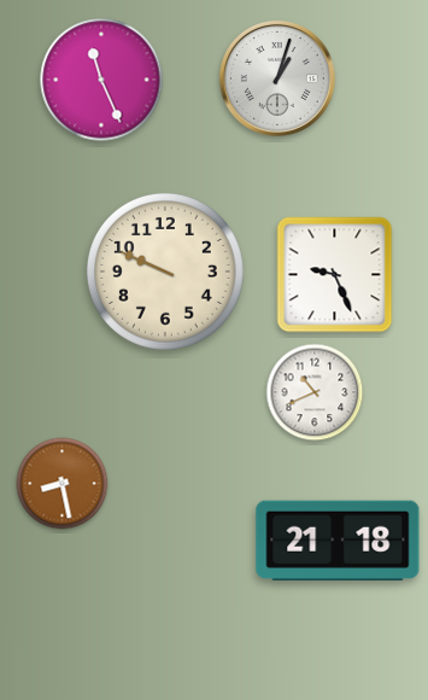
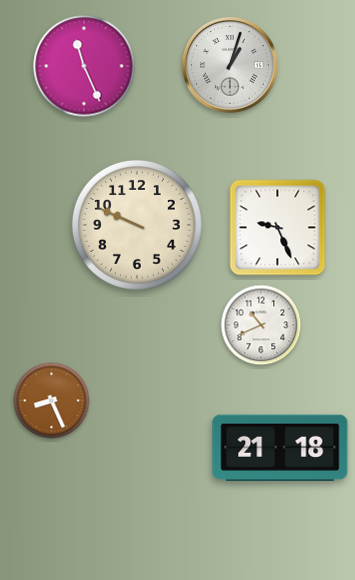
clock at (63, 484): 8:28 -> 8:26
